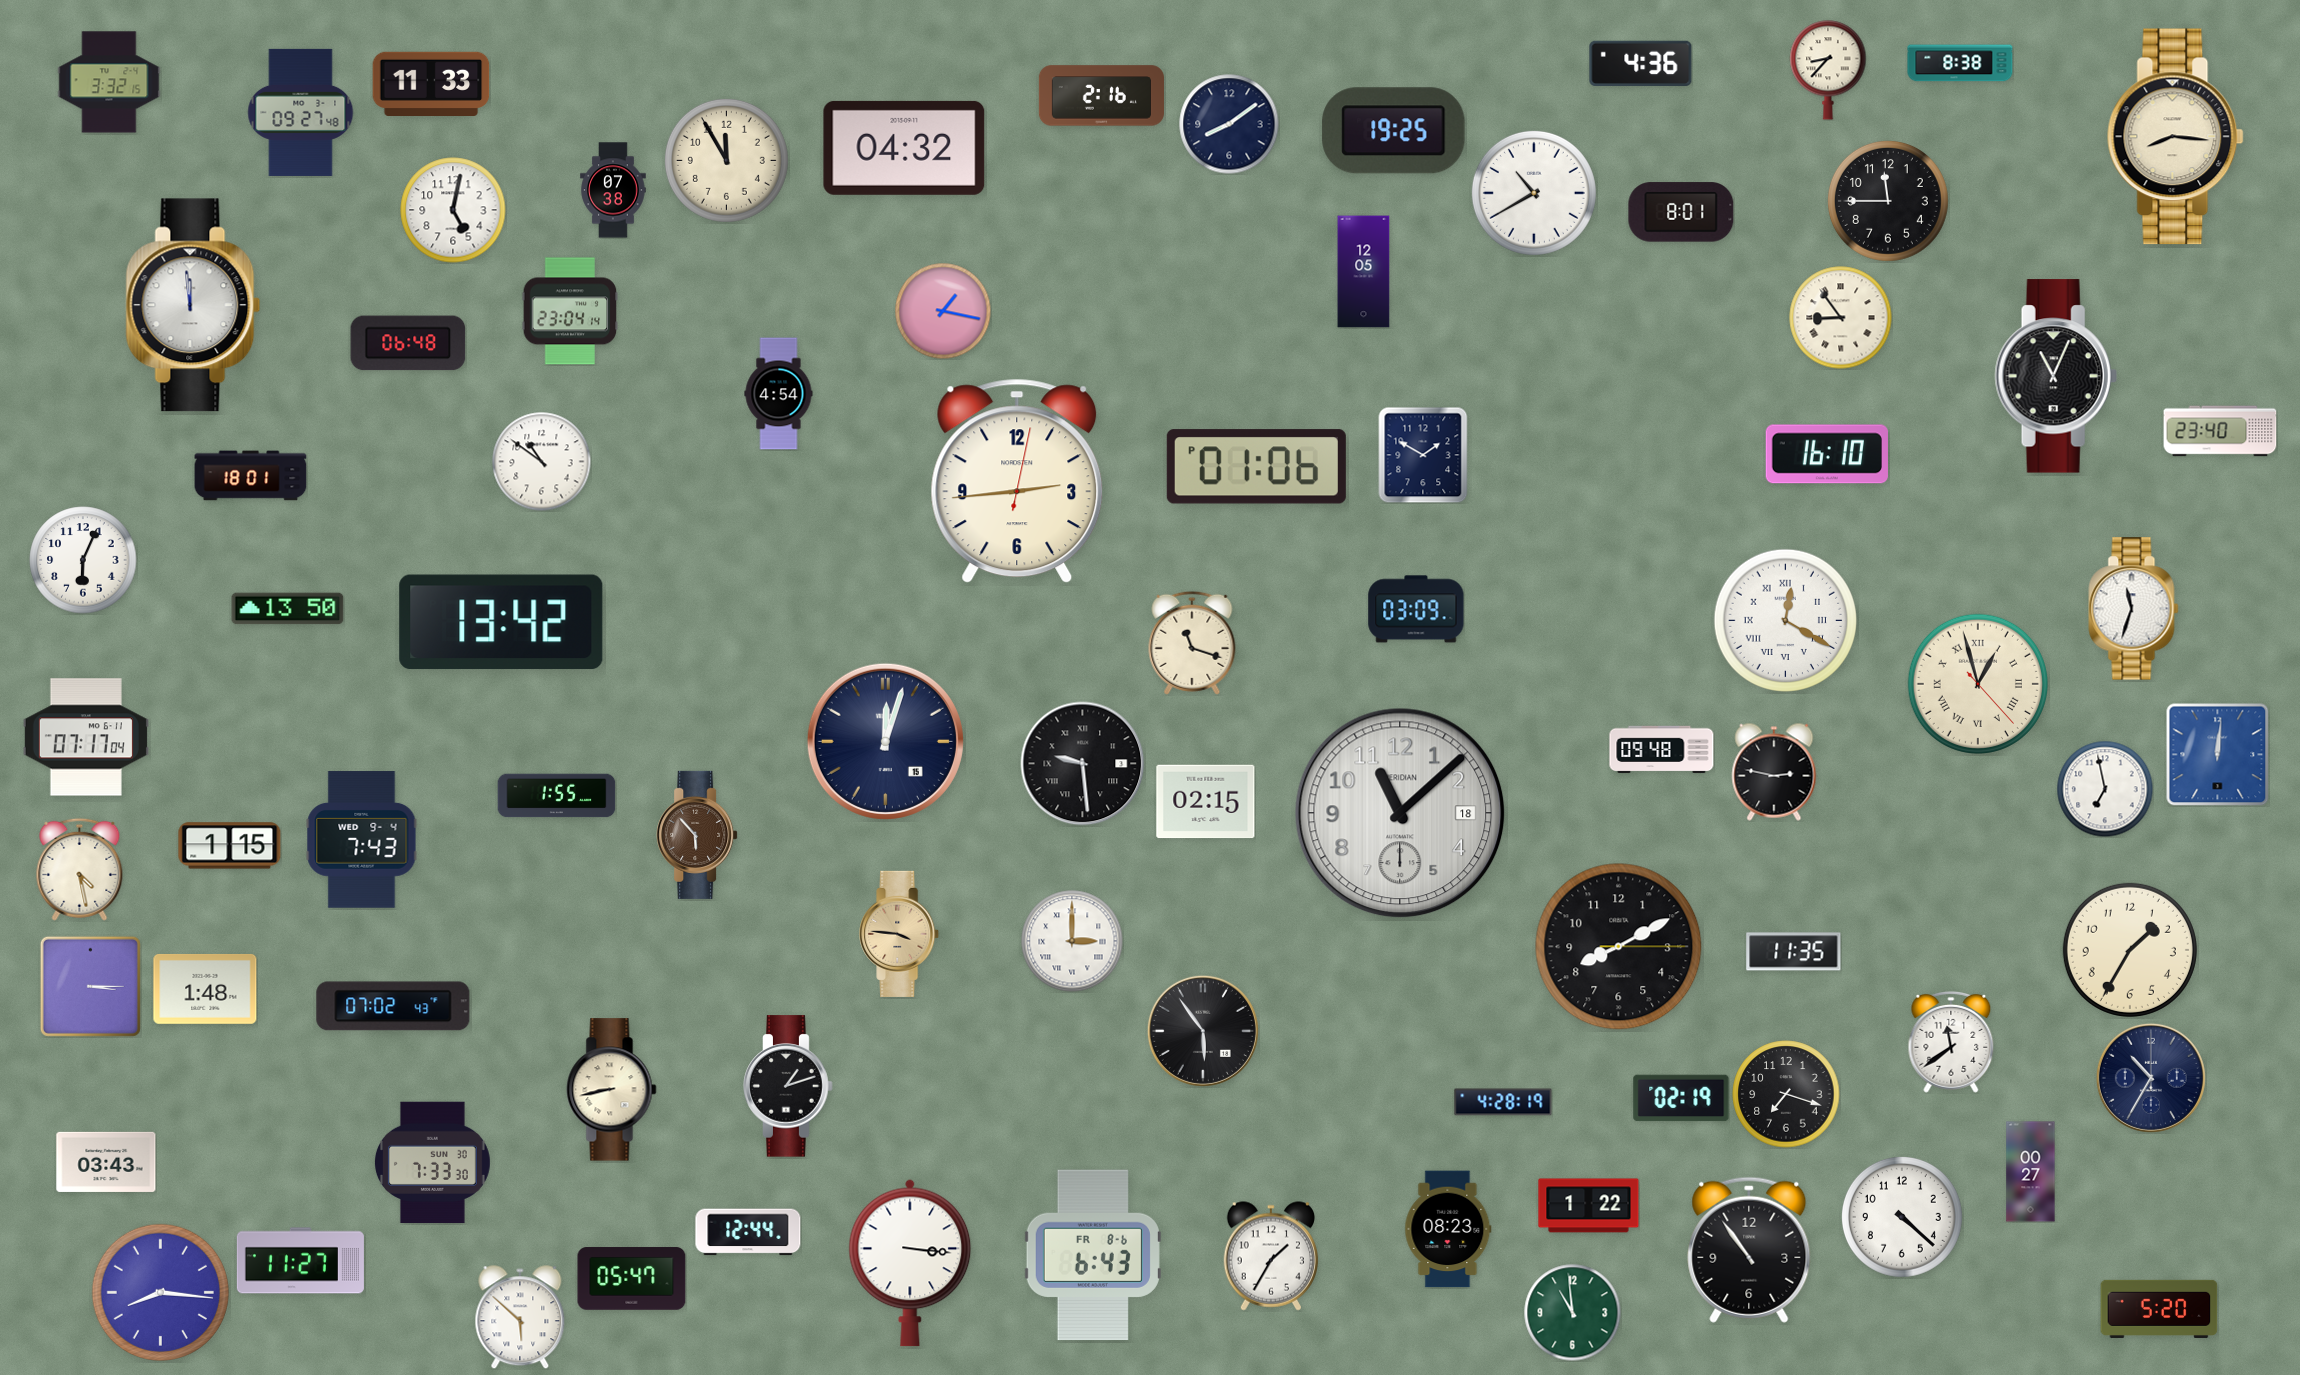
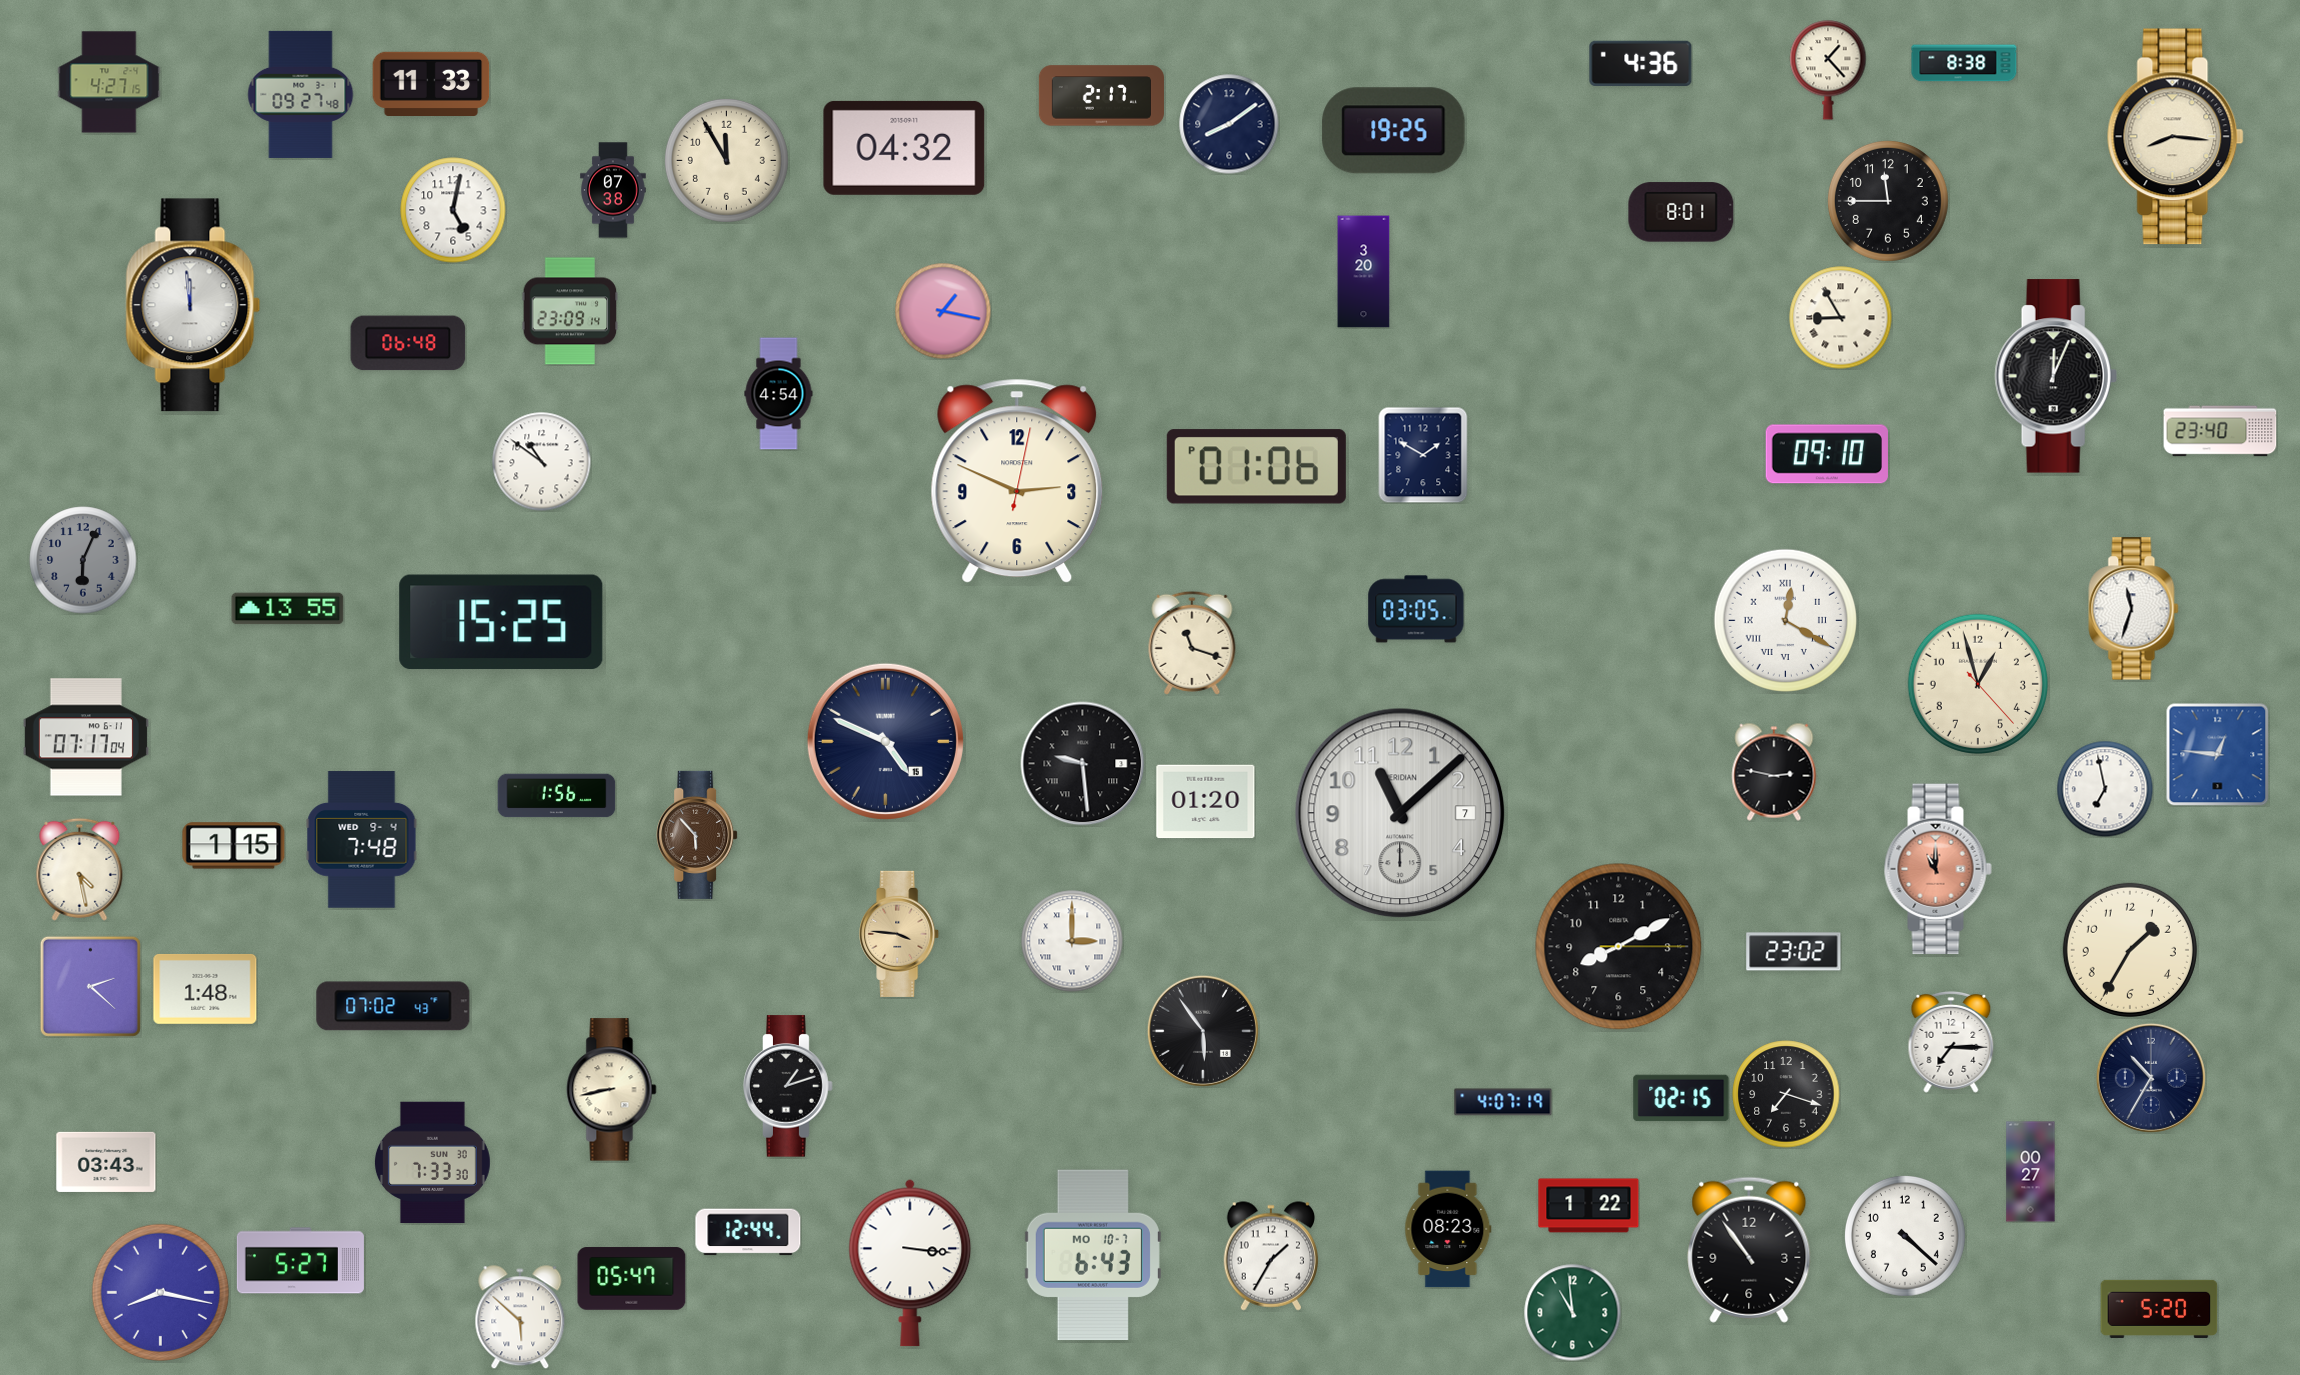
clock at (1960, 63) position: (1960, 63) -> (1964, 63)
clock at (1828, 70): 8:37 -> 1:23
clock at (109, 82): 3:32 -> 4:27
clock at (1101, 96): 2:16 -> 2:17
clock at (301, 112) position: (301, 112) -> (301, 94)
clock at (1534, 193): 10:40 -> none
clock at (1364, 272): 12:05 -> 3:20
clock at (570, 311): 23:04 -> 23:09
clock at (1841, 318): 8:54 -> 8:55
clock at (2056, 376): 11:04 -> 12:04
clock at (1827, 454): 16:10 -> 09:10
clock at (251, 476): 18:01 -> none
clock at (1017, 481): 2:44 -> 2:49
clock at (83, 560) dial: white -> grey
clock at (288, 609): 13:50 -> 13:55
clock at (1416, 609): 03:09 -> 03:05
clock at (501, 622): 13:42 -> 15:25
clock at (1978, 684) numerals: Roman -> Arabic
clock at (885, 741): 12:03 -> 4:49
clock at (1662, 750): 09:48 -> none
clock at (2217, 754): 12:01 -> 12:46
clock at (557, 796): 1:55 -> 1:56
clock at (1206, 802): 02:15 -> 01:20
clock at (1400, 813) date: 18 -> 7
clock at (362, 840): 7:43 -> 7:48
clock at (230, 846) position: (230, 846) -> (234, 846)
clock at (1938, 869): none -> 11:00
clock at (1794, 952): 11:35 -> 23:02
clock at (90, 986): 3:15 -> 2:22
clock at (1951, 1042): 11:39 -> 7:15
clock at (1681, 1098): 02:19 -> 02:15
clock at (1503, 1102): 4:28 -> 4:07
clock at (1902, 1217) position: (1902, 1217) -> (1905, 1236)
clock at (1093, 1255) date: FR 8-6 -> MO 10-7
clock at (300, 1261): 11:27 -> 5:27
clock at (160, 1292): 8:16 -> 8:17
